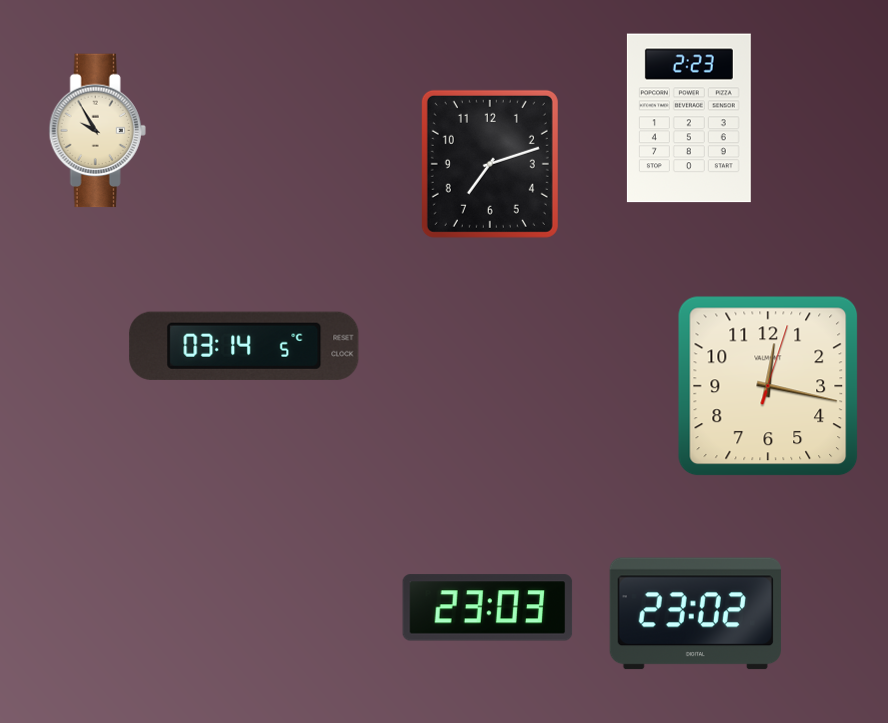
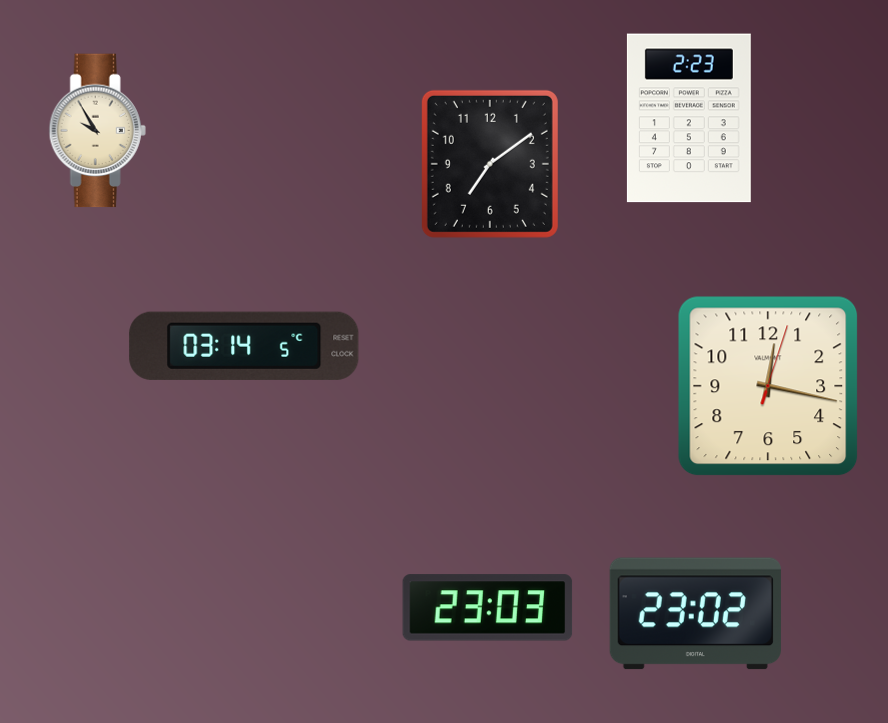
clock at (490, 164): 7:12 -> 7:09
